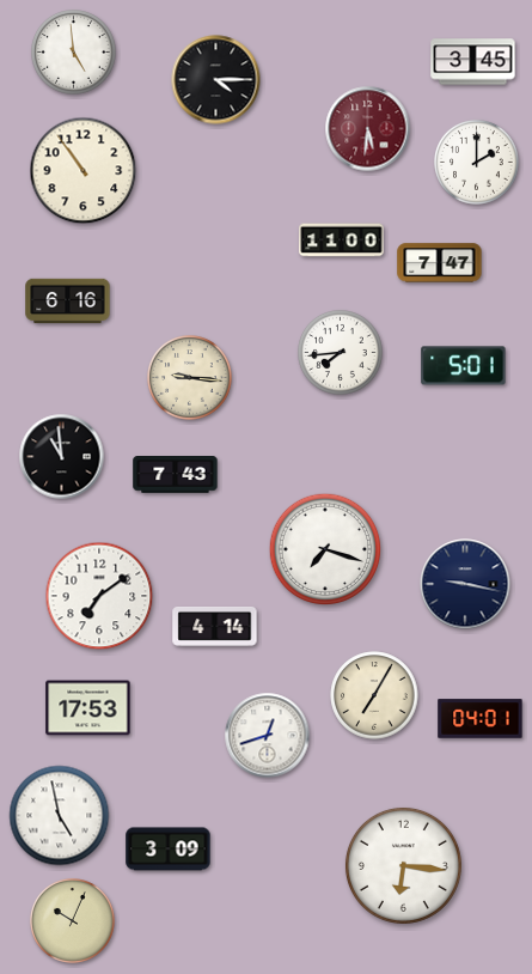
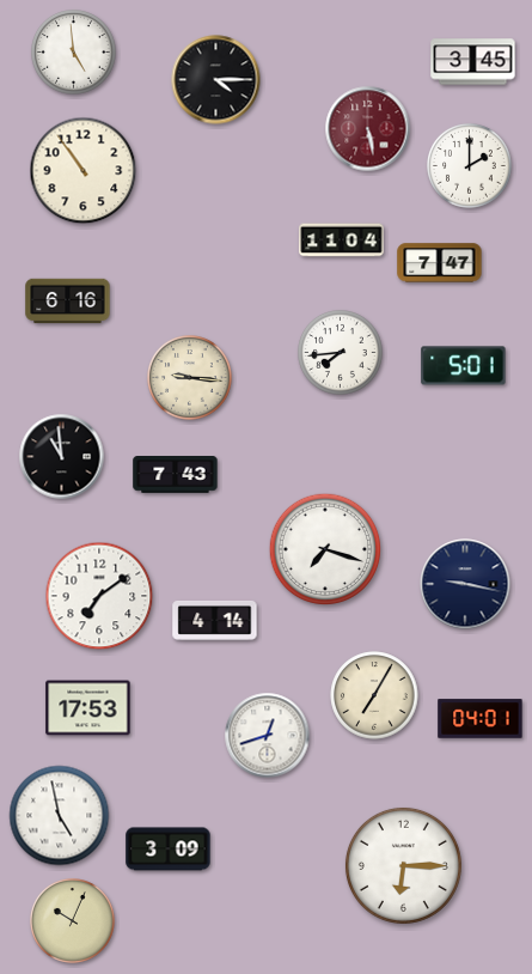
clock at (368, 129): 5:31 -> 5:28
clock at (477, 163) position: (477, 163) -> (470, 166)
clock at (342, 241): 11:00 -> 11:04
clock at (215, 626) position: (215, 626) -> (215, 620)
clock at (403, 865): 6:16 -> 6:15
